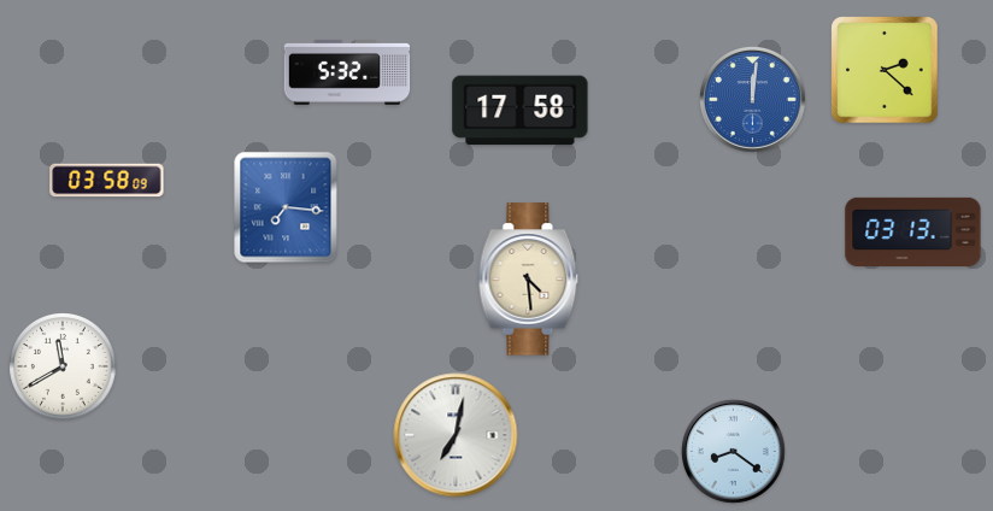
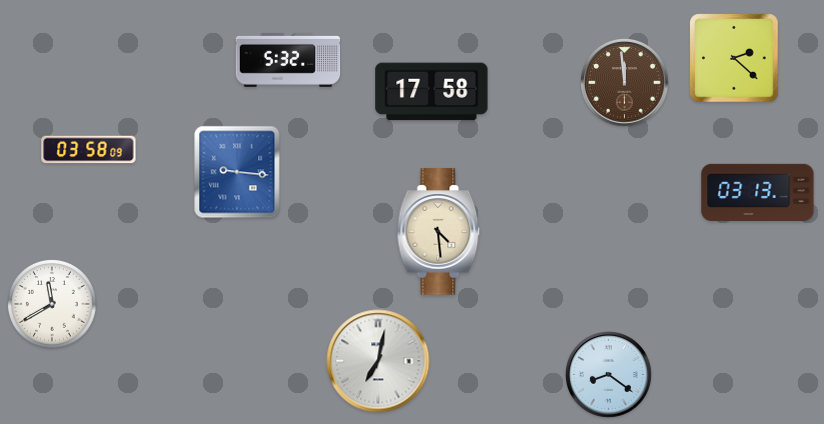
clock at (753, 100): 12:01 -> 11:59
clock at (753, 100) dial: blue -> brown
clock at (286, 207): 7:16 -> 9:16
